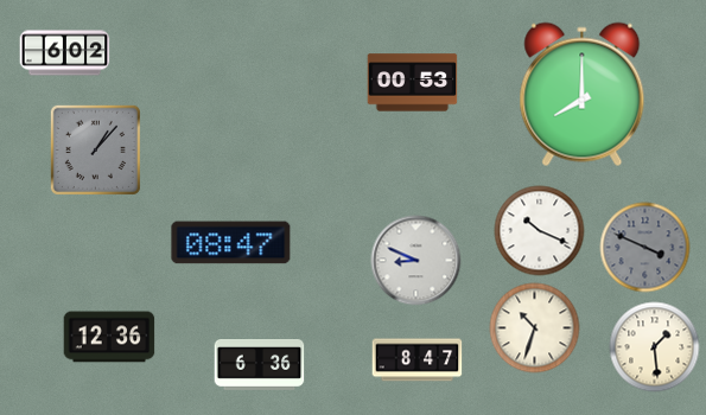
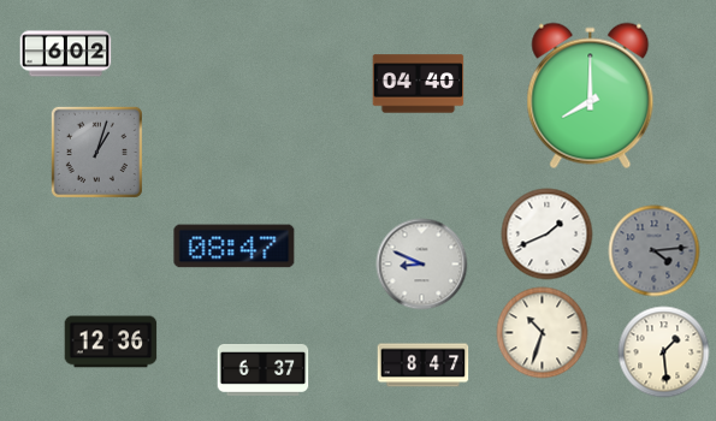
clock at (413, 83): 00:53 -> 04:40
clock at (95, 149): 1:07 -> 1:03
clock at (540, 231): 10:19 -> 1:41
clock at (645, 248): 3:49 -> 4:14
clock at (260, 365): 6:36 -> 6:37
